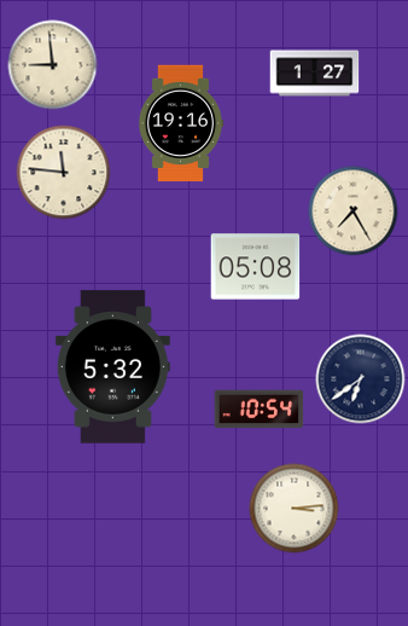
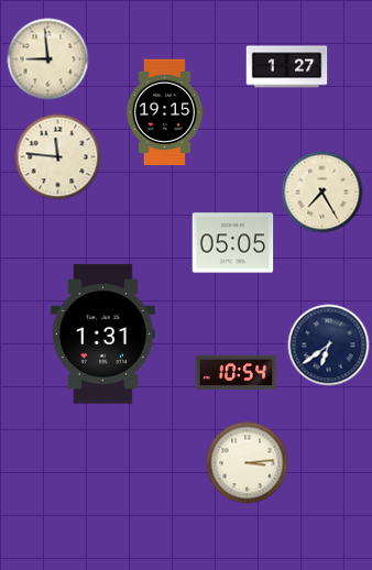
clock at (181, 123): 19:16 -> 19:15
clock at (256, 267): 05:08 -> 05:05
clock at (112, 367): 5:32 -> 1:31
clock at (295, 509) position: (295, 509) -> (248, 463)
